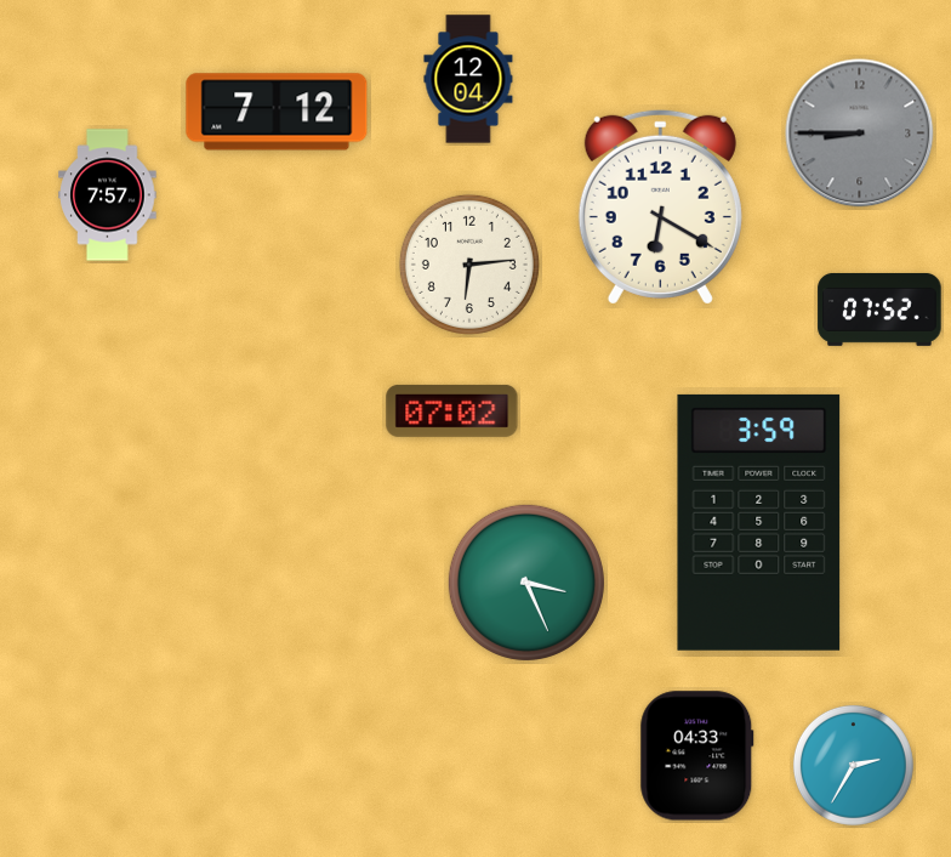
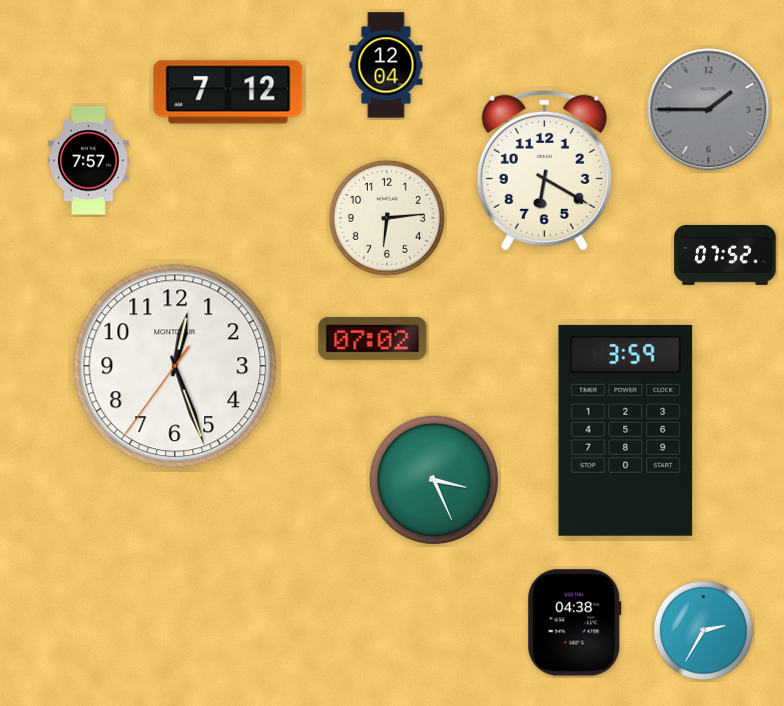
clock at (860, 134): 8:45 -> 1:45
clock at (175, 366): none -> 12:26
clock at (697, 756): 04:33 -> 04:38
